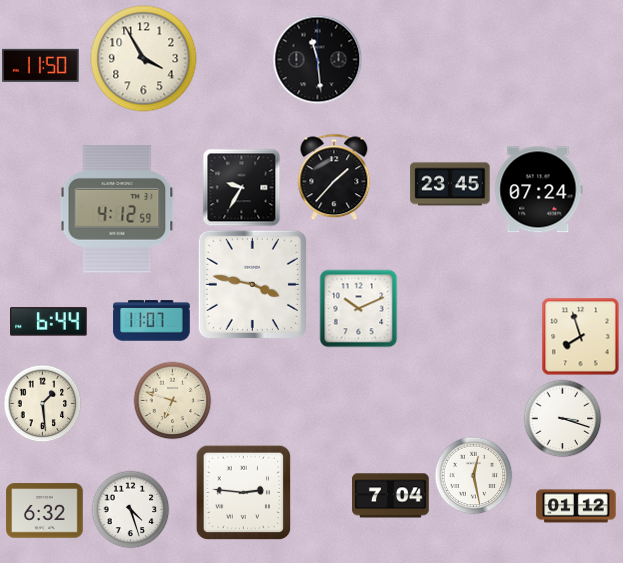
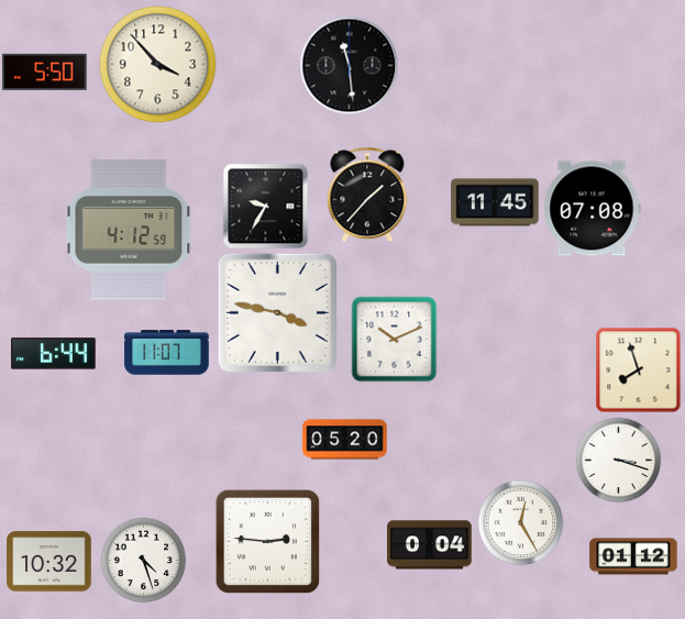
clock at (144, 59): 3:55 -> 3:53
clock at (41, 65): 11:50 -> 5:50
clock at (450, 184): 23:45 -> 11:45
clock at (539, 190): 07:24 -> 07:08
clock at (172, 400): 6:48 -> none
clock at (345, 440): none -> 05:20
clock at (42, 403): 1:29 -> none
clock at (473, 475): 12:28 -> 12:25
clock at (391, 496): 7:04 -> 0:04
clock at (45, 511): 6:32 -> 10:32
